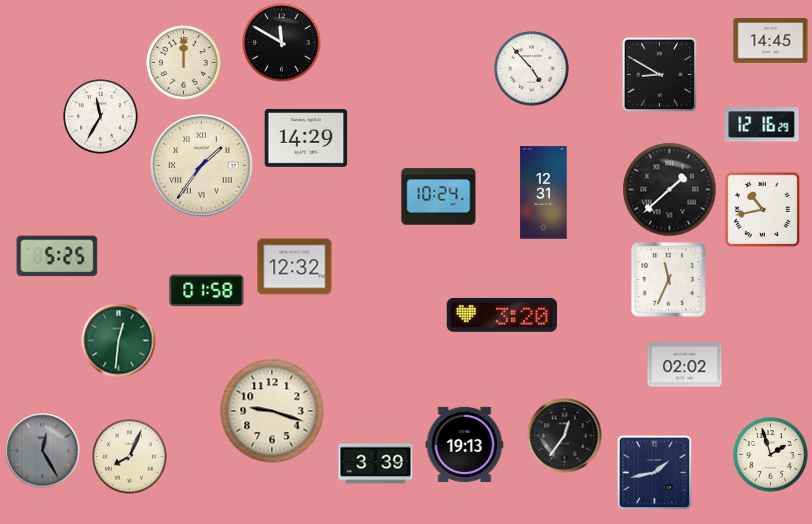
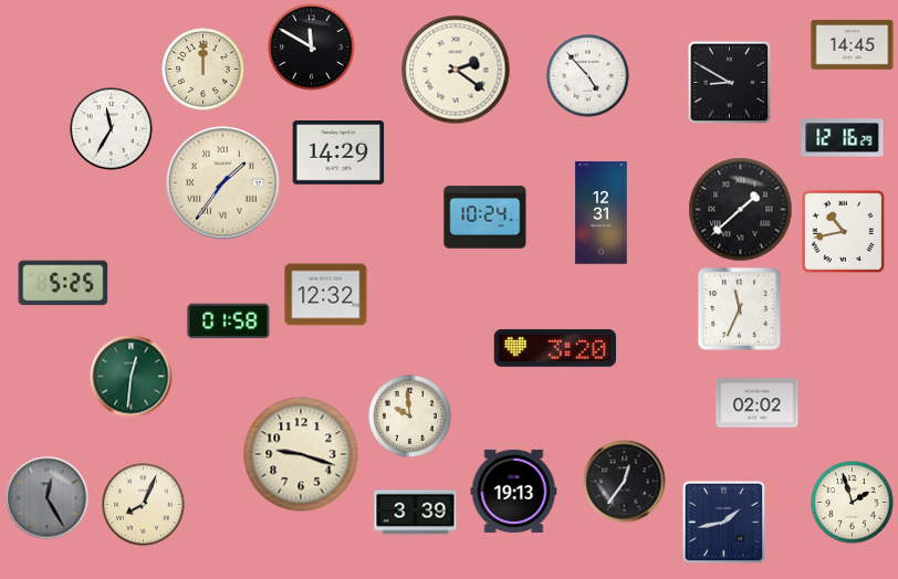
clock at (456, 70): none -> 2:21
clock at (410, 417): none -> 9:59
